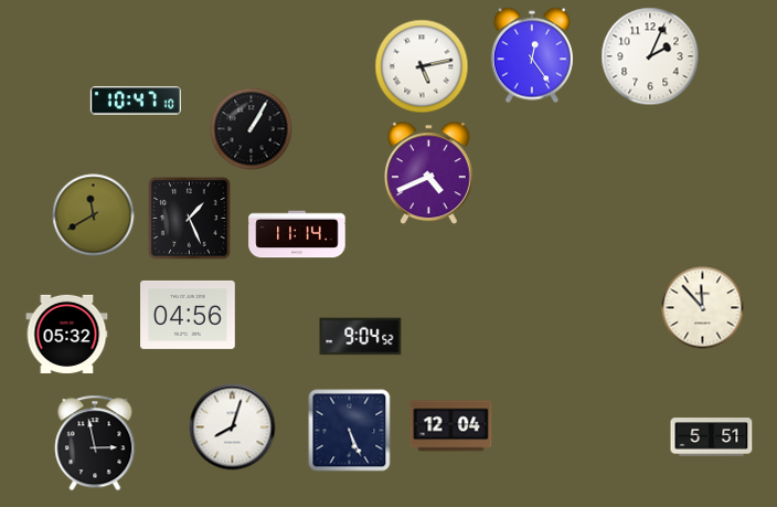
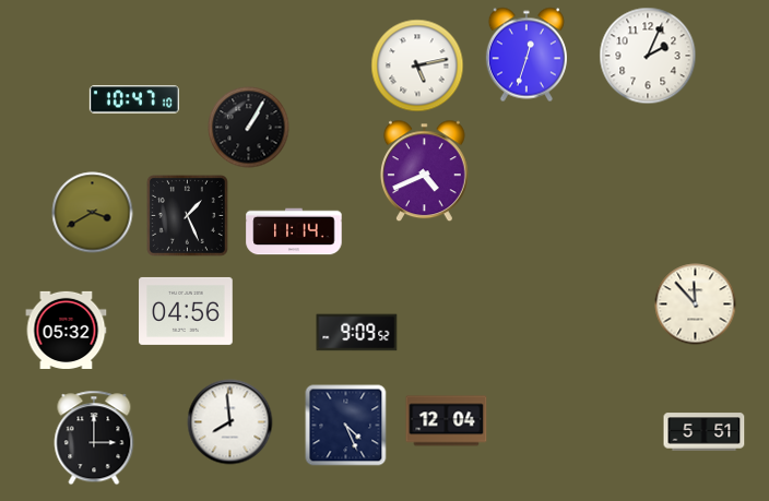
clock at (532, 55): 12:24 -> 12:33
clock at (650, 56) position: (650, 56) -> (648, 56)
clock at (94, 215): 11:40 -> 3:40
clock at (361, 337): 9:04 -> 9:09
clock at (233, 427): 8:03 -> 7:59
clock at (350, 431): 5:26 -> 4:26
clock at (95, 443): 2:58 -> 3:00
